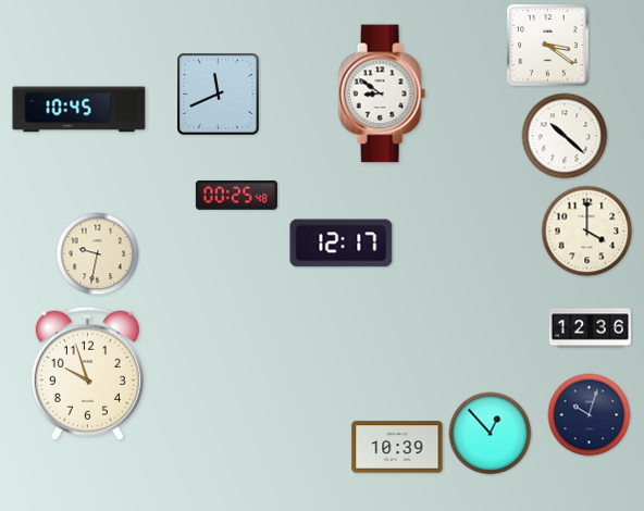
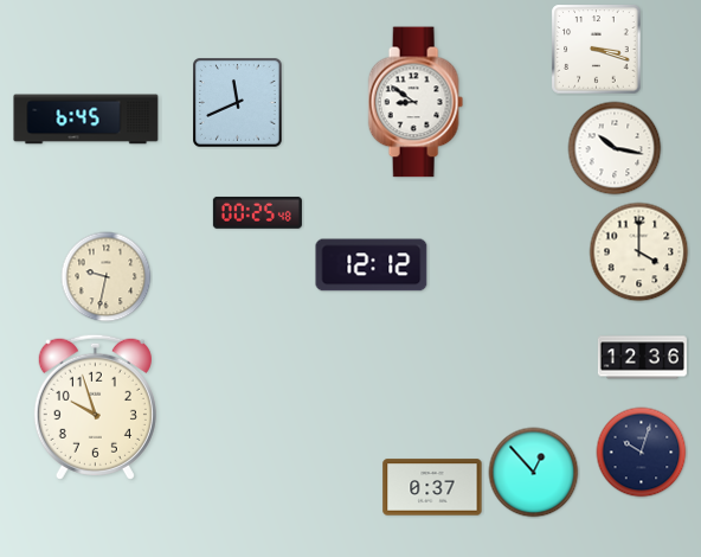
clock at (548, 46): 3:21 -> 3:18
clock at (79, 110): 10:45 -> 6:45
clock at (565, 136): 10:22 -> 10:17
clock at (342, 244): 12:17 -> 12:12
clock at (397, 447): 10:39 -> 0:37
